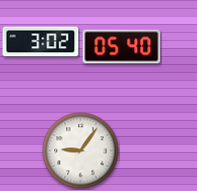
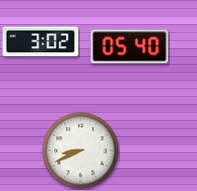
clock at (122, 47) position: (122, 47) -> (130, 47)
clock at (81, 151): 9:06 -> 8:41
